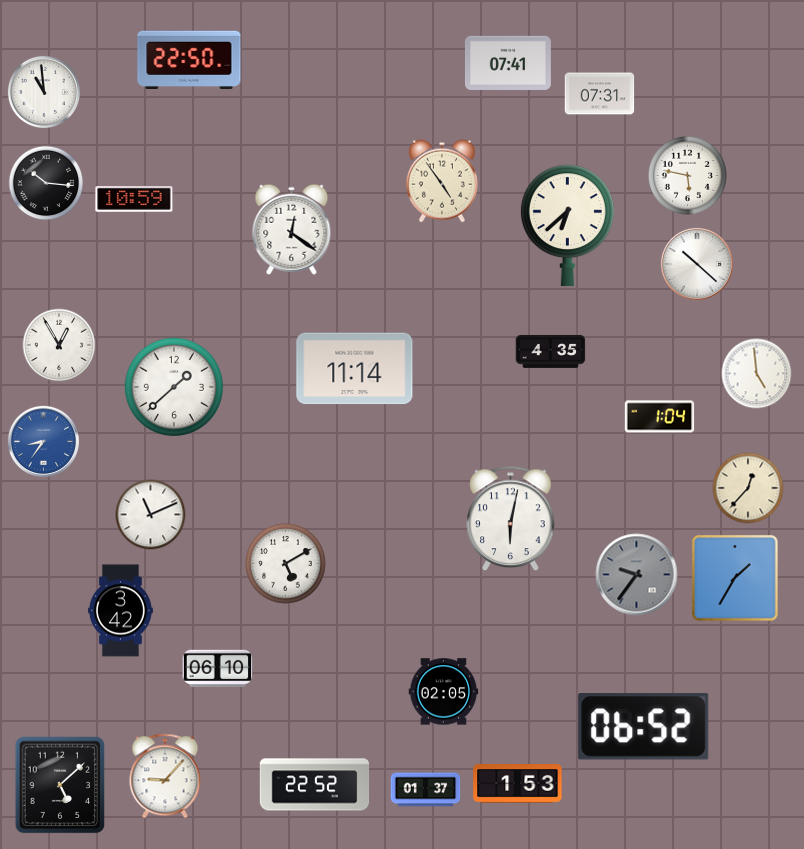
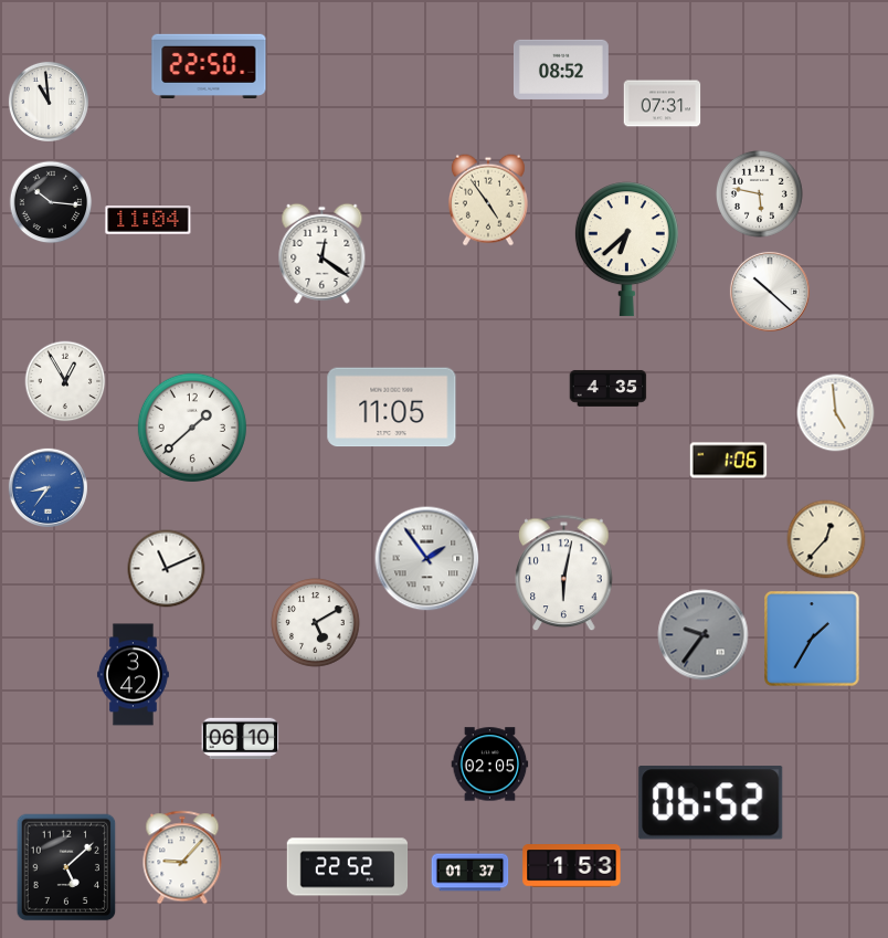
clock at (509, 63): 07:41 -> 08:52
clock at (134, 200): 10:59 -> 11:04
clock at (355, 369): 11:14 -> 11:05
clock at (660, 417): 1:04 -> 1:06
clock at (427, 559): none -> 1:54
